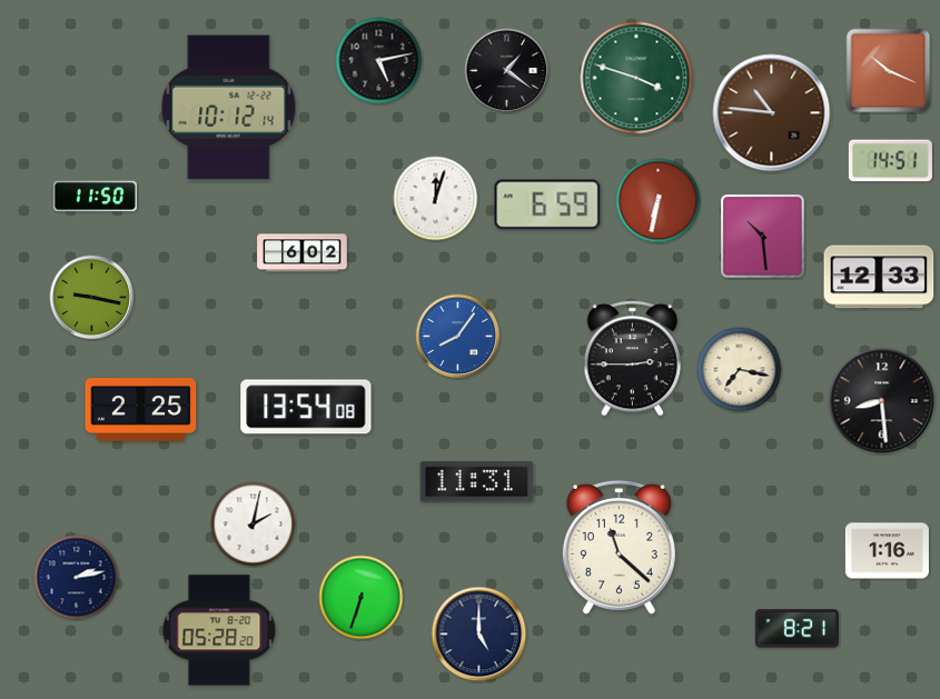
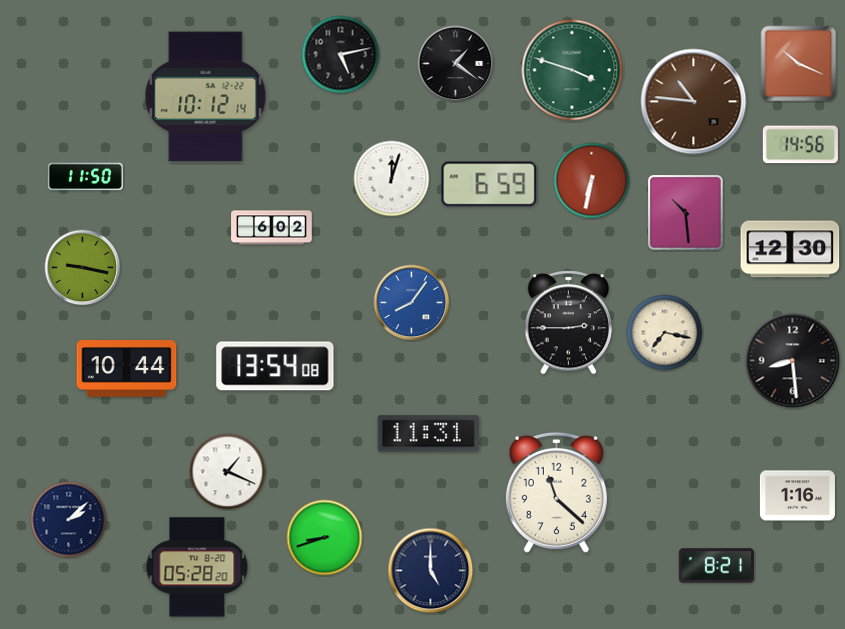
clock at (890, 161): 14:51 -> 14:56
clock at (547, 204) position: (547, 204) -> (489, 184)
clock at (879, 277): 12:33 -> 12:30
clock at (141, 410): 2:25 -> 10:44
clock at (254, 525): 2:02 -> 1:19
clock at (77, 578): 2:13 -> 2:08
clock at (362, 598): 6:33 -> 8:42
